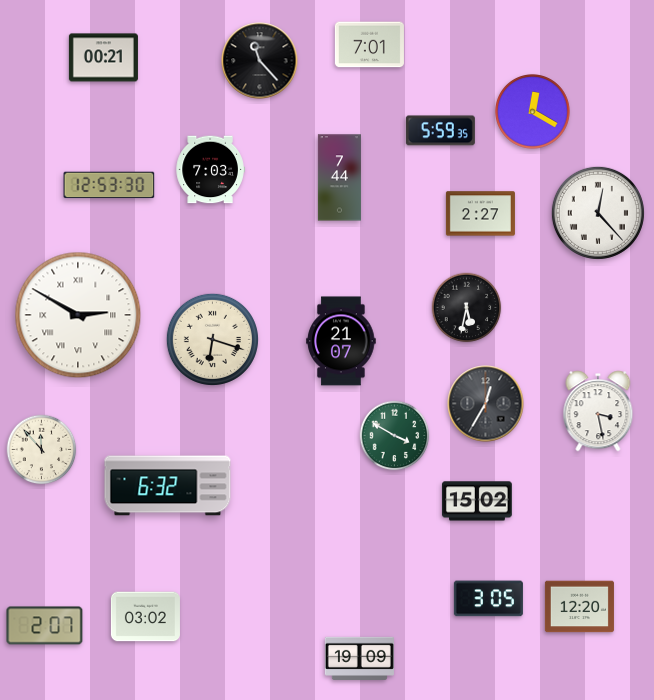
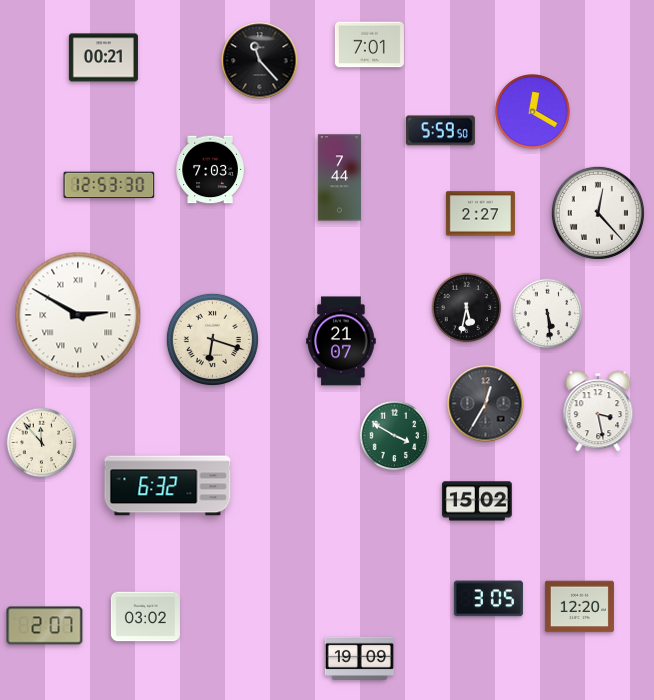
clock at (440, 131): 5:59:35 -> 5:59:50
clock at (548, 314): none -> 5:29
clock at (42, 450) position: (42, 450) -> (42, 443)
